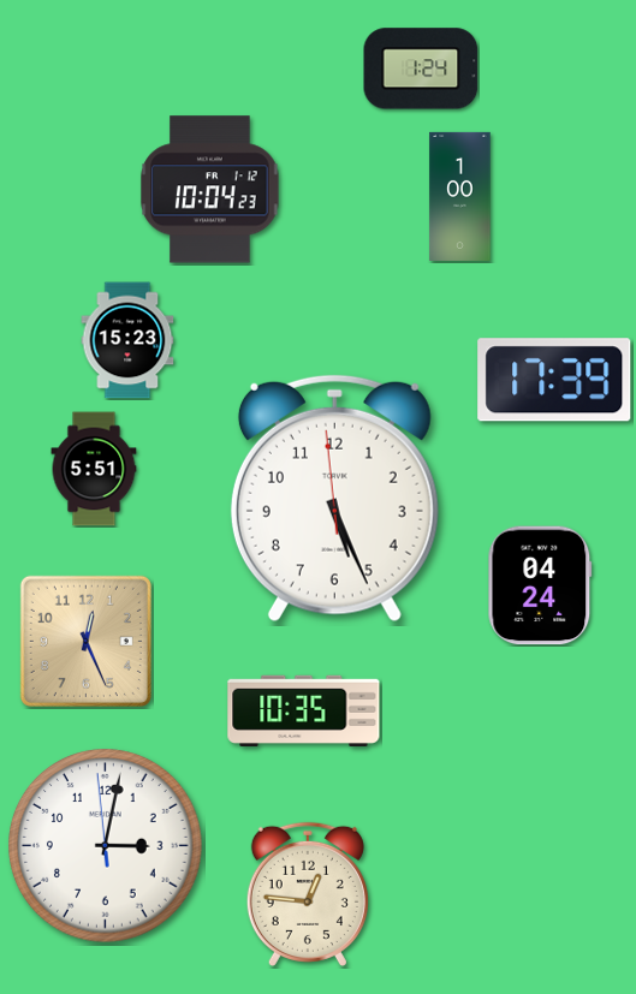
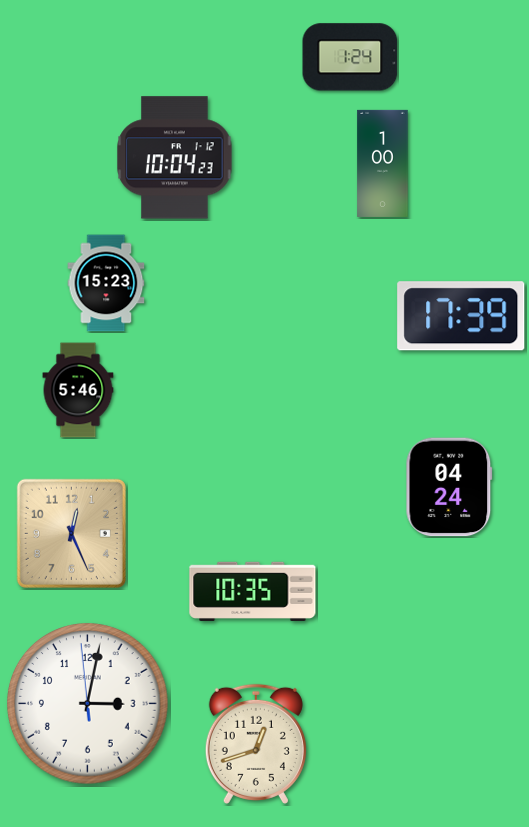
clock at (94, 469): 5:51 -> 5:46
clock at (334, 499): 5:25 -> none
clock at (308, 894): 12:46 -> 12:42
